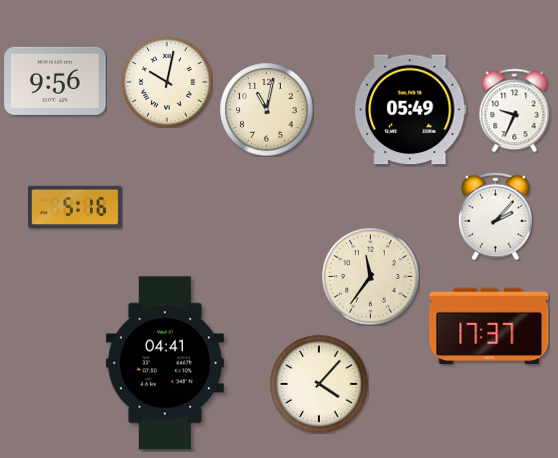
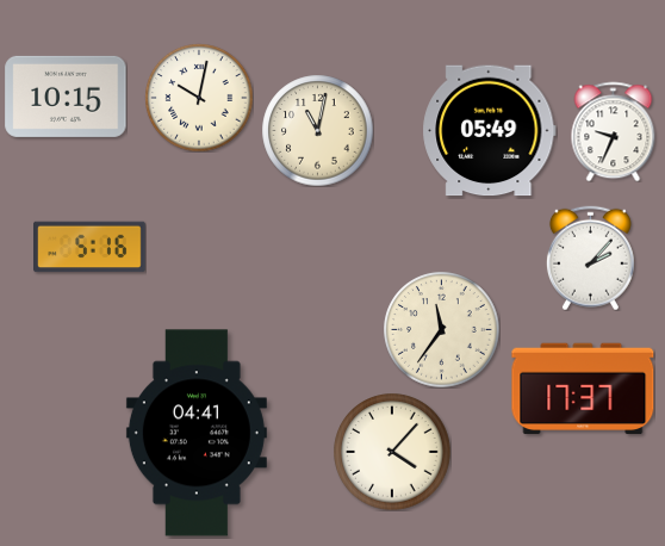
clock at (55, 81): 9:56 -> 10:15
clock at (319, 384) position: (319, 384) -> (392, 452)
